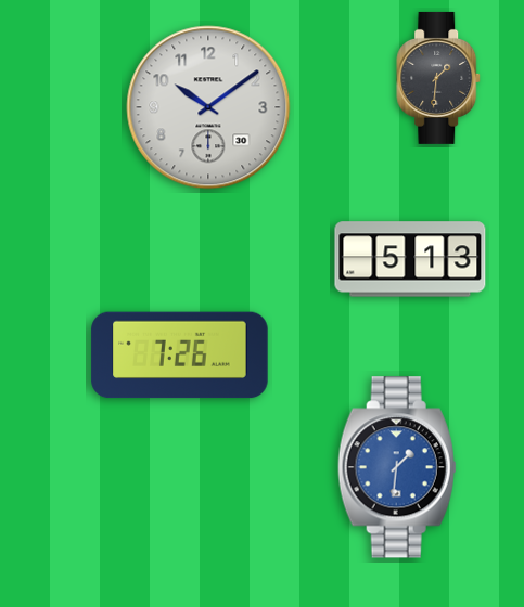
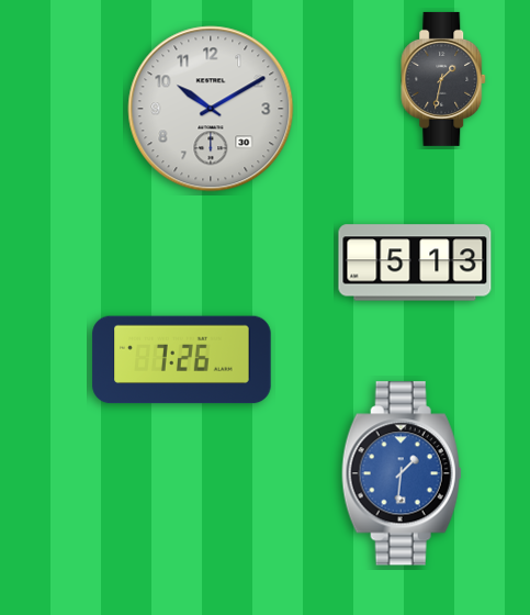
clock at (439, 78): 1:31 -> 1:32
clock at (208, 107): 10:09 -> 10:10
